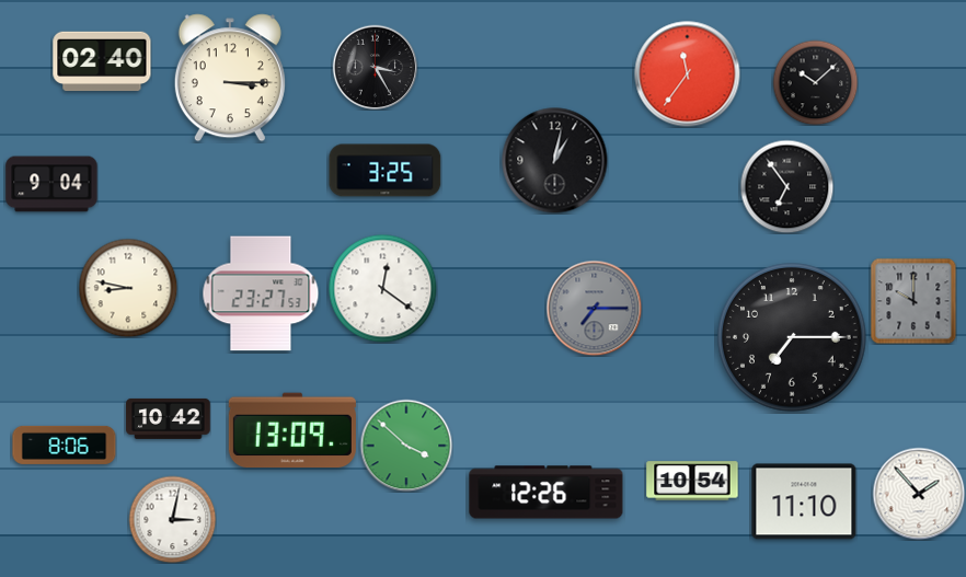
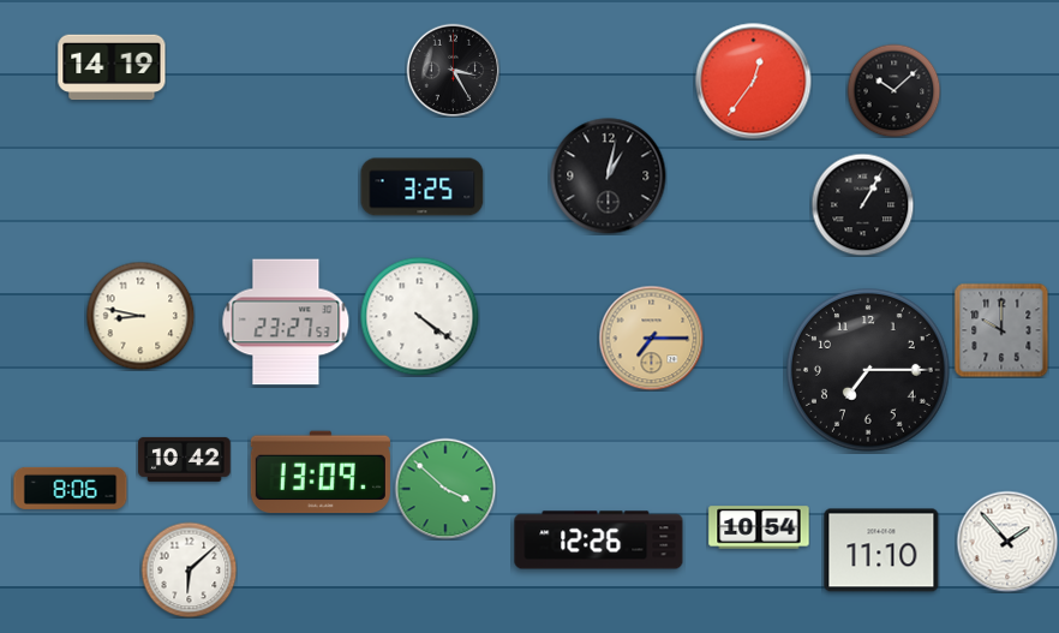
clock at (102, 61): 02:40 -> 14:19
clock at (375, 67) position: (375, 67) -> (453, 70)
clock at (688, 74): 11:36 -> 12:36
clock at (230, 78): 3:15 -> none
clock at (51, 184): 9:04 -> none
clock at (786, 186): 6:54 -> 1:05
clock at (383, 289): 12:21 -> 4:21
clock at (594, 308) dial: grey -> champagne
clock at (172, 519): 3:02 -> 6:08
